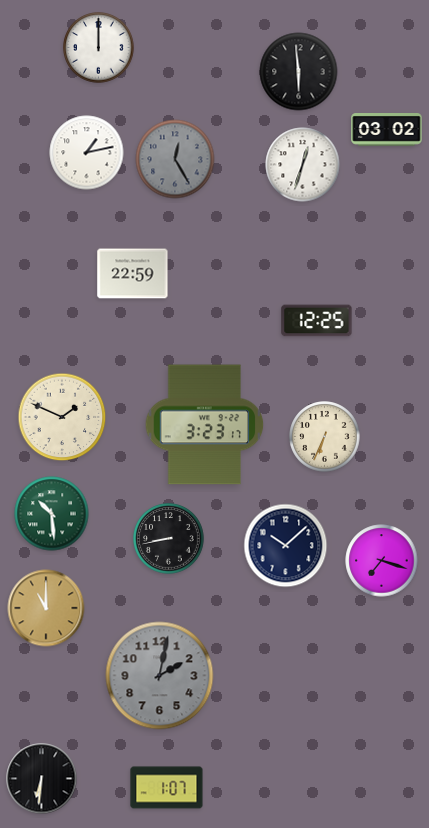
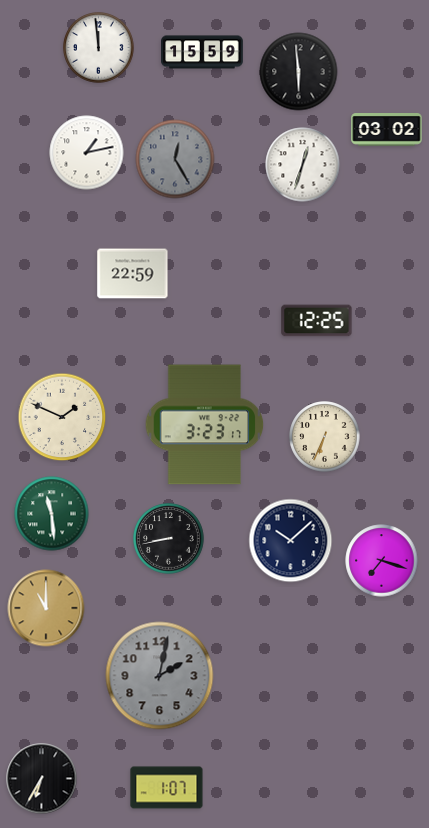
clock at (99, 48): 12:00 -> 11:59
clock at (202, 52): none -> 15:59
clock at (52, 514): 10:29 -> 11:29
clock at (286, 546) position: (286, 546) -> (291, 541)
clock at (42, 779): 6:31 -> 6:35
